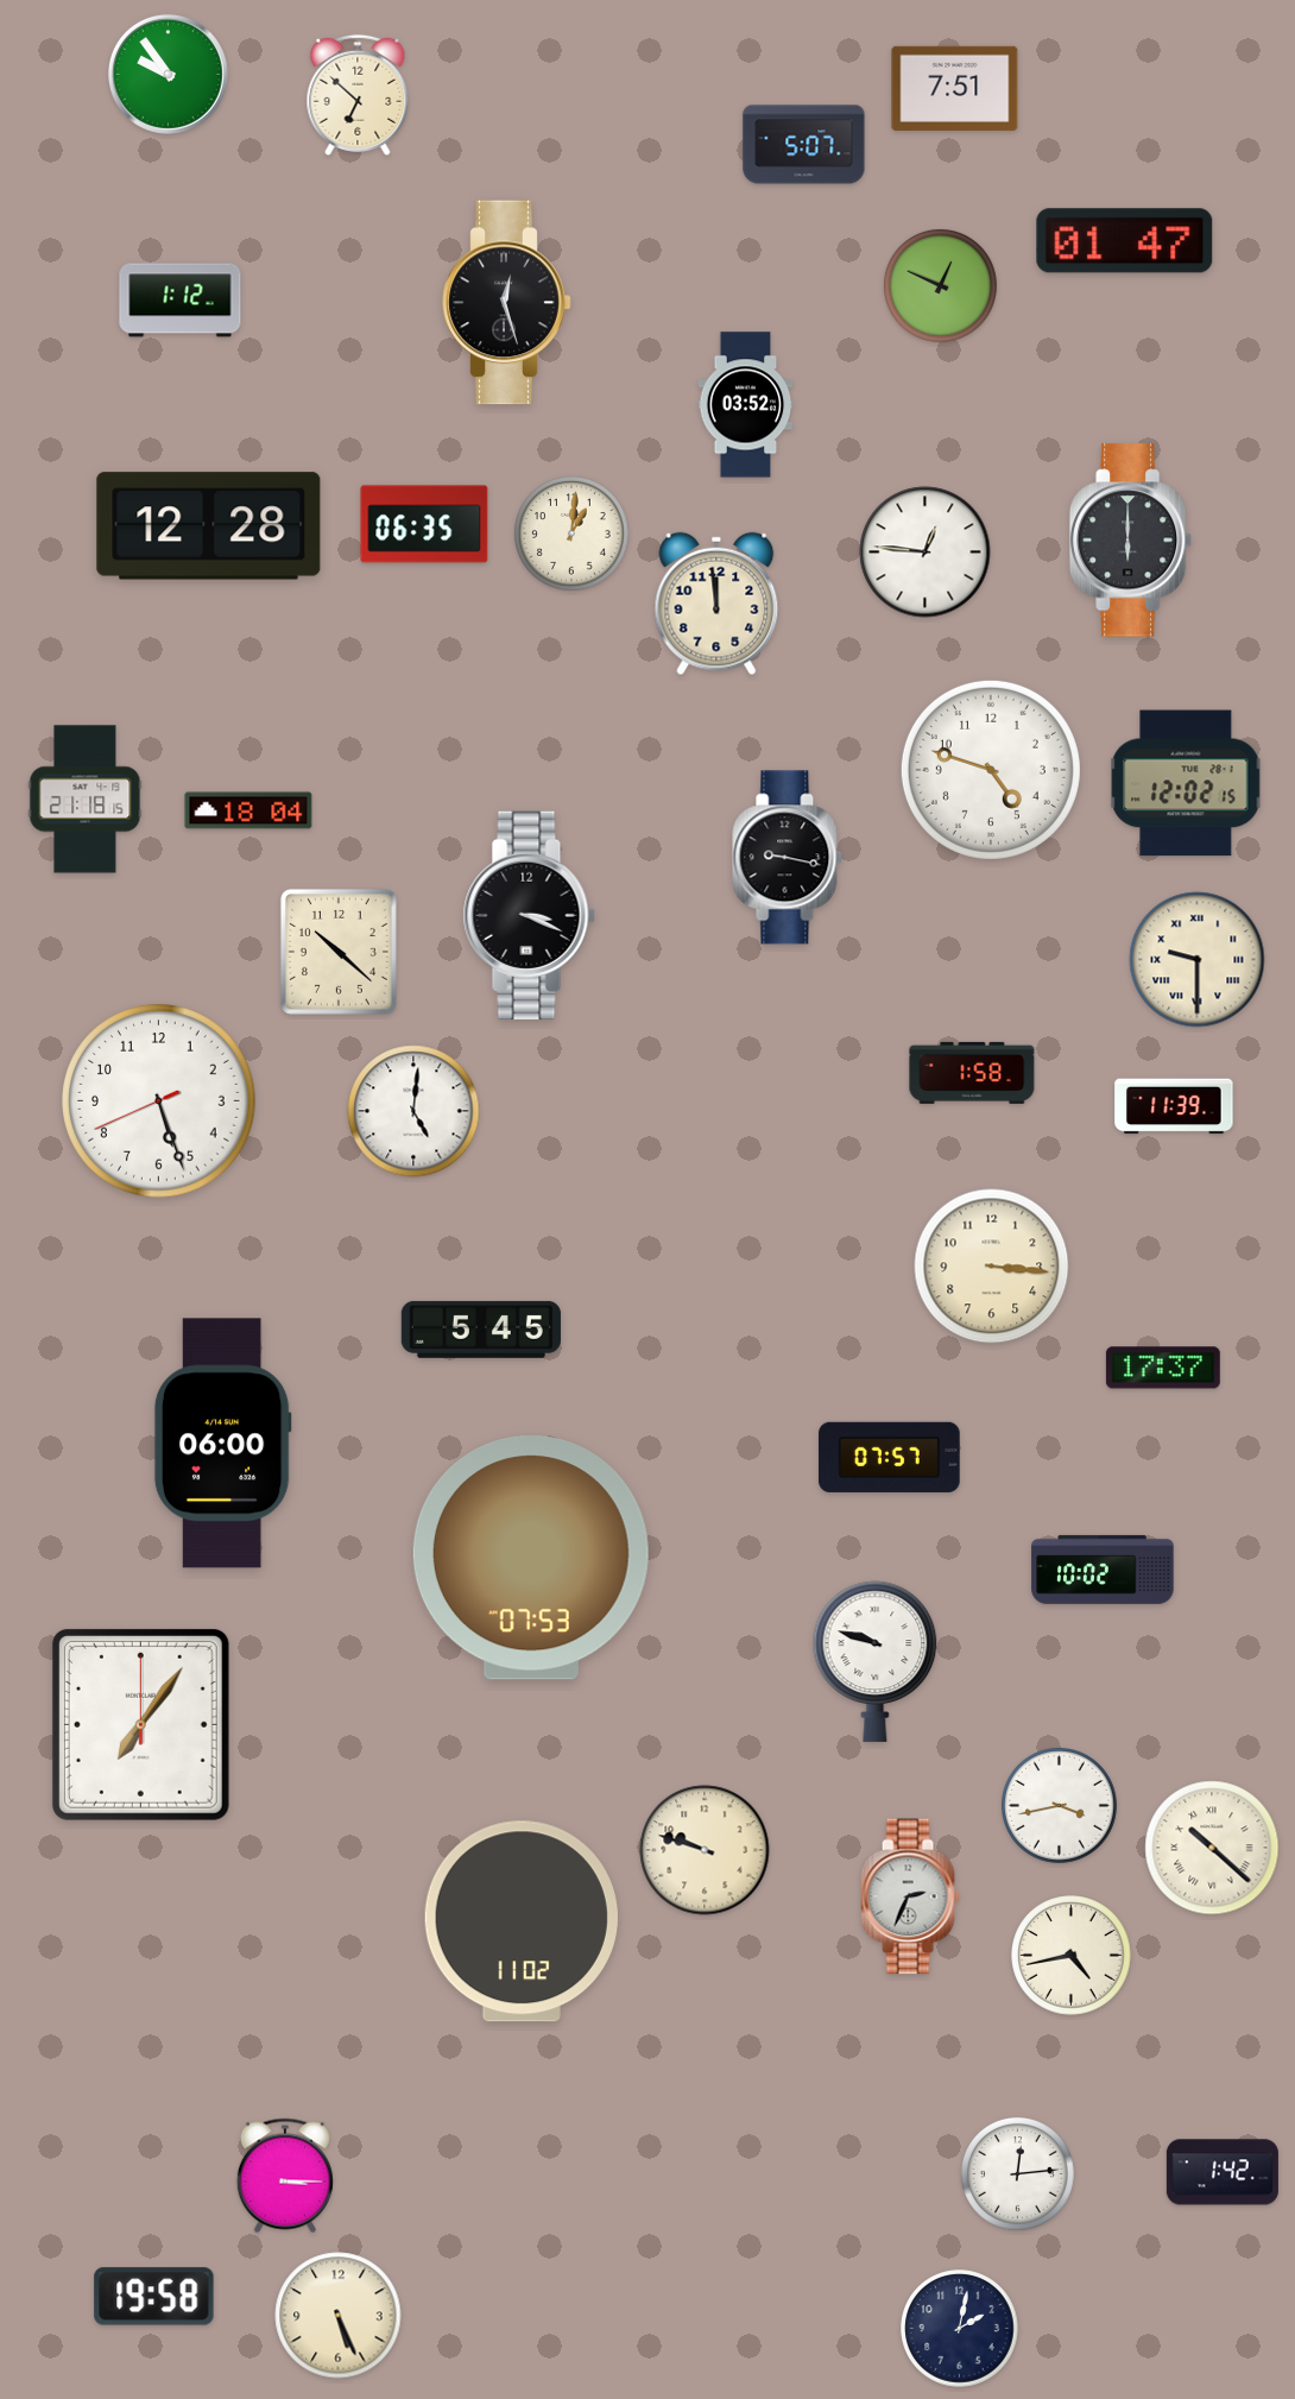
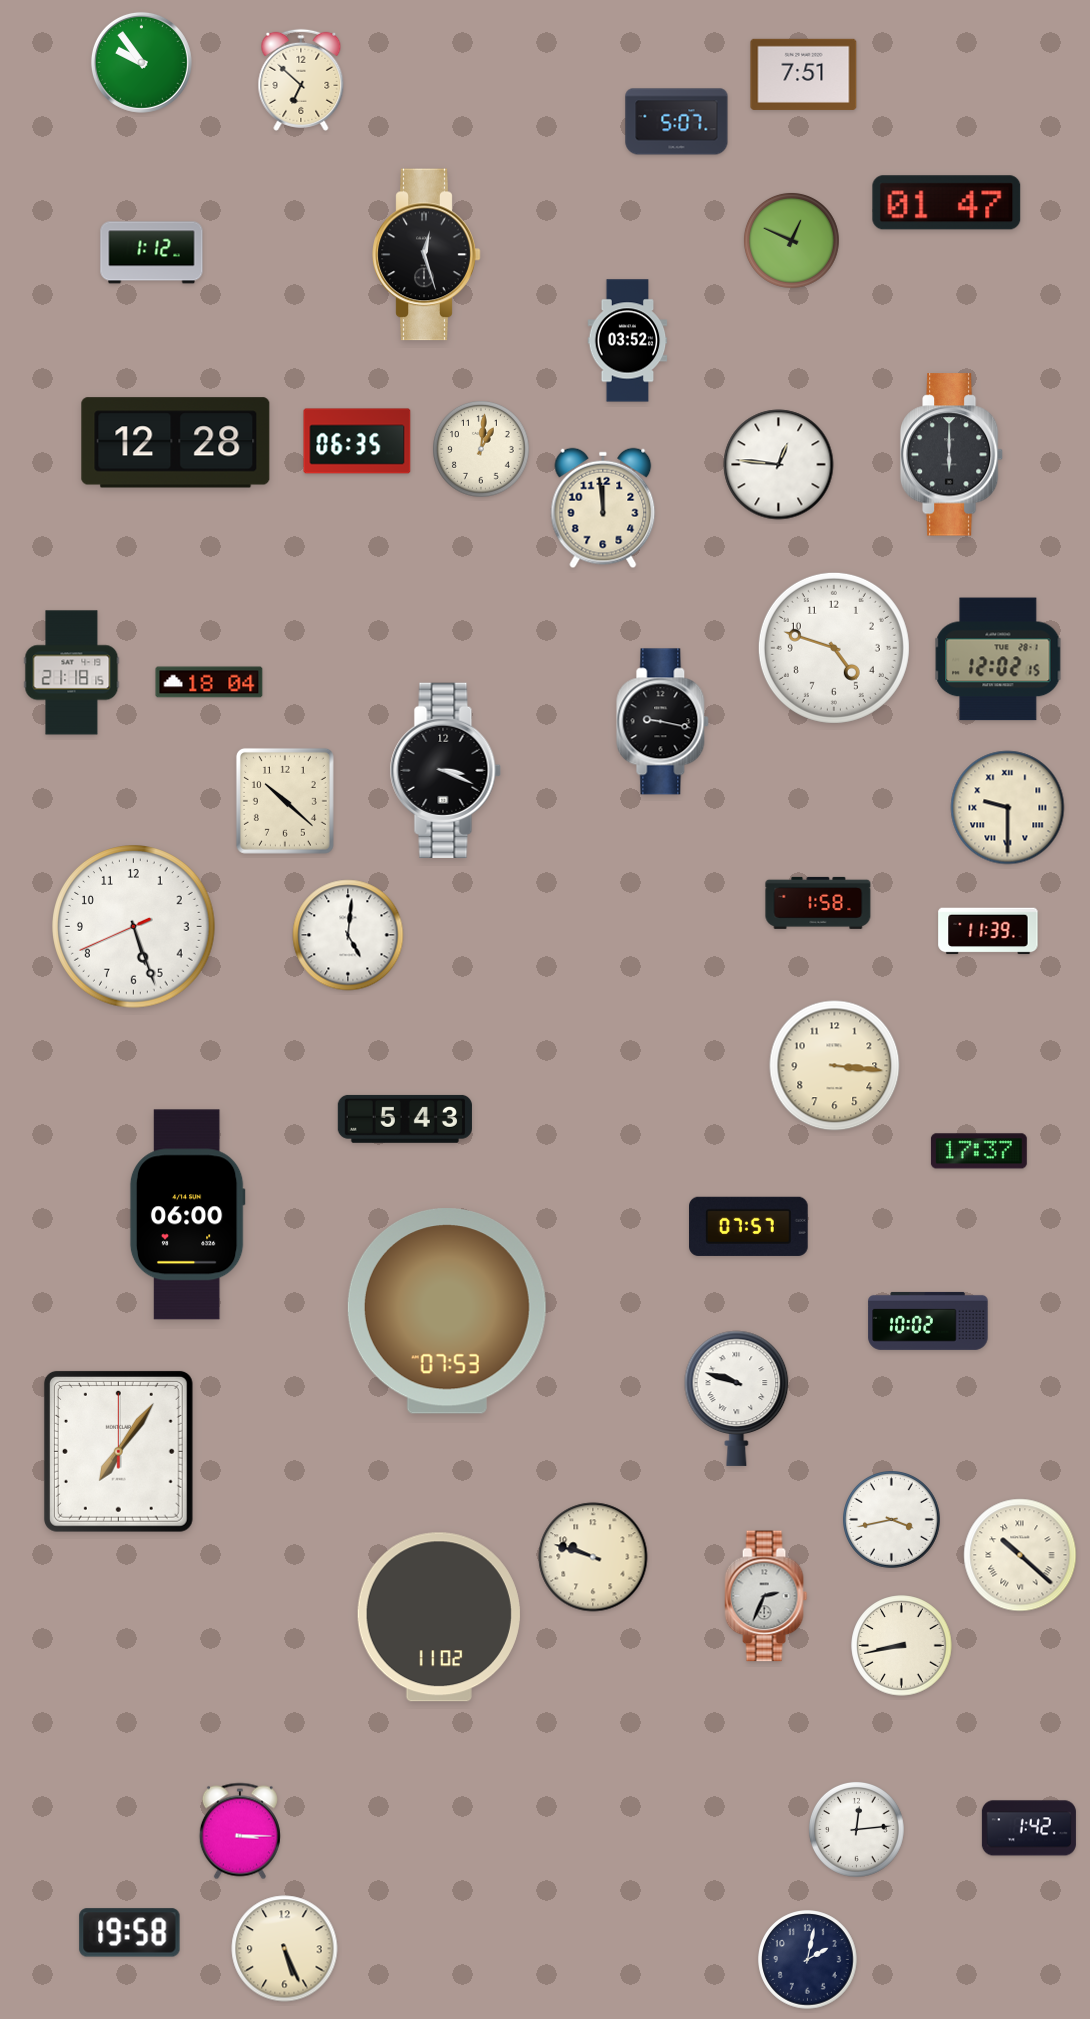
clock at (481, 1330): 5:45 -> 5:43
clock at (1072, 1956): 4:43 -> 8:43
